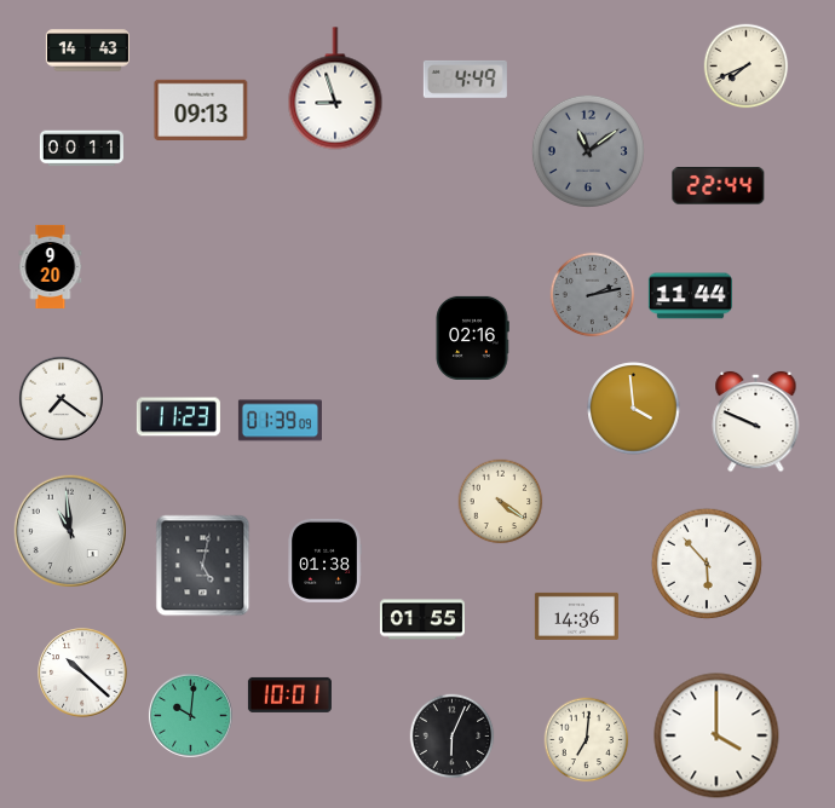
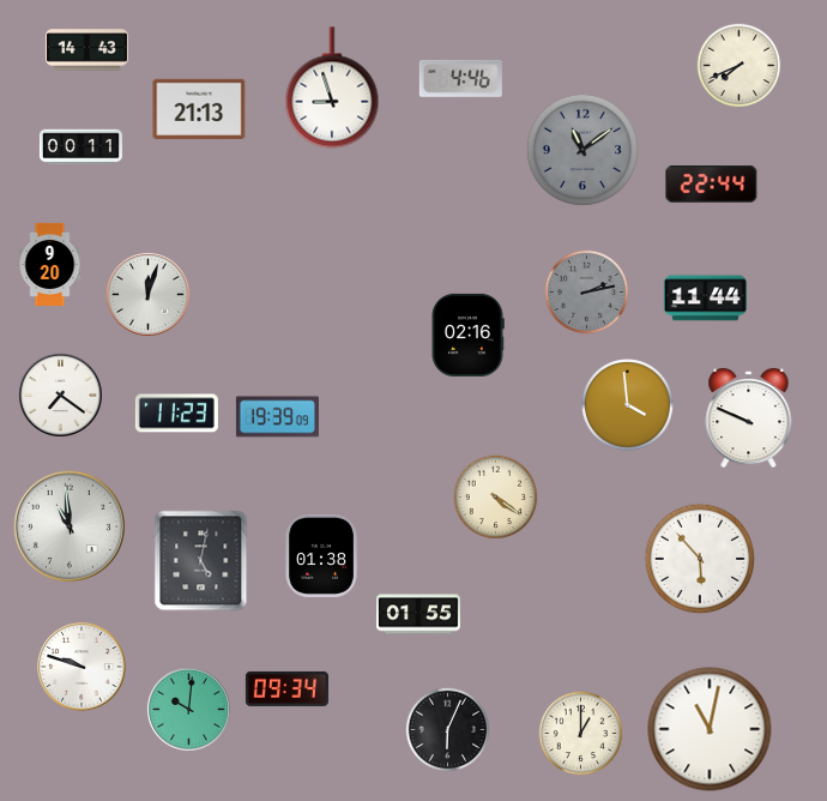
clock at (465, 79): 4:49 -> 4:46
clock at (201, 110): 09:13 -> 21:13
clock at (690, 296) position: (690, 296) -> (705, 299)
clock at (149, 295): none -> 12:03
clock at (280, 421): 01:39 -> 19:39
clock at (576, 616): 14:36 -> none
clock at (82, 673): 10:22 -> 9:48
clock at (289, 694): 10:01 -> 09:34
clock at (716, 735): 4:00 -> 11:02
clock at (587, 740): 7:01 -> 1:00
